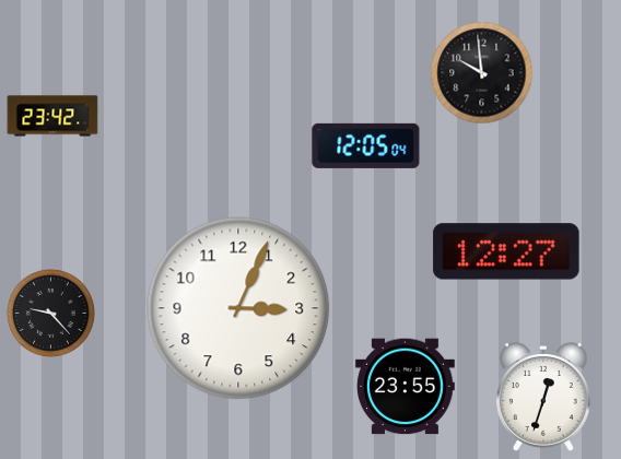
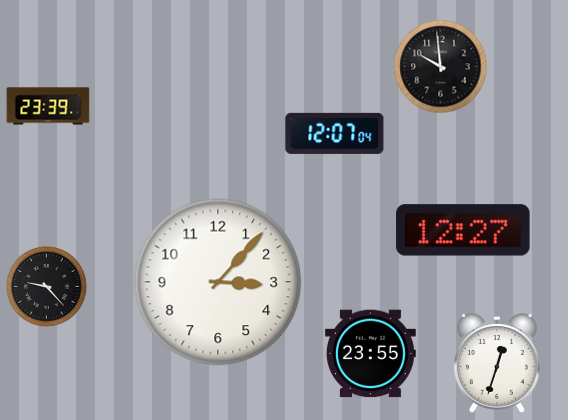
clock at (52, 116): 23:42 -> 23:39
clock at (366, 145): 12:05 -> 12:07
clock at (238, 308): 3:04 -> 3:07
